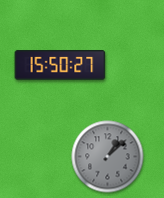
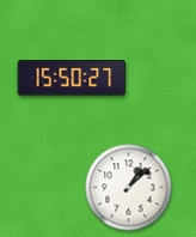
clock at (108, 157) dial: grey -> white
